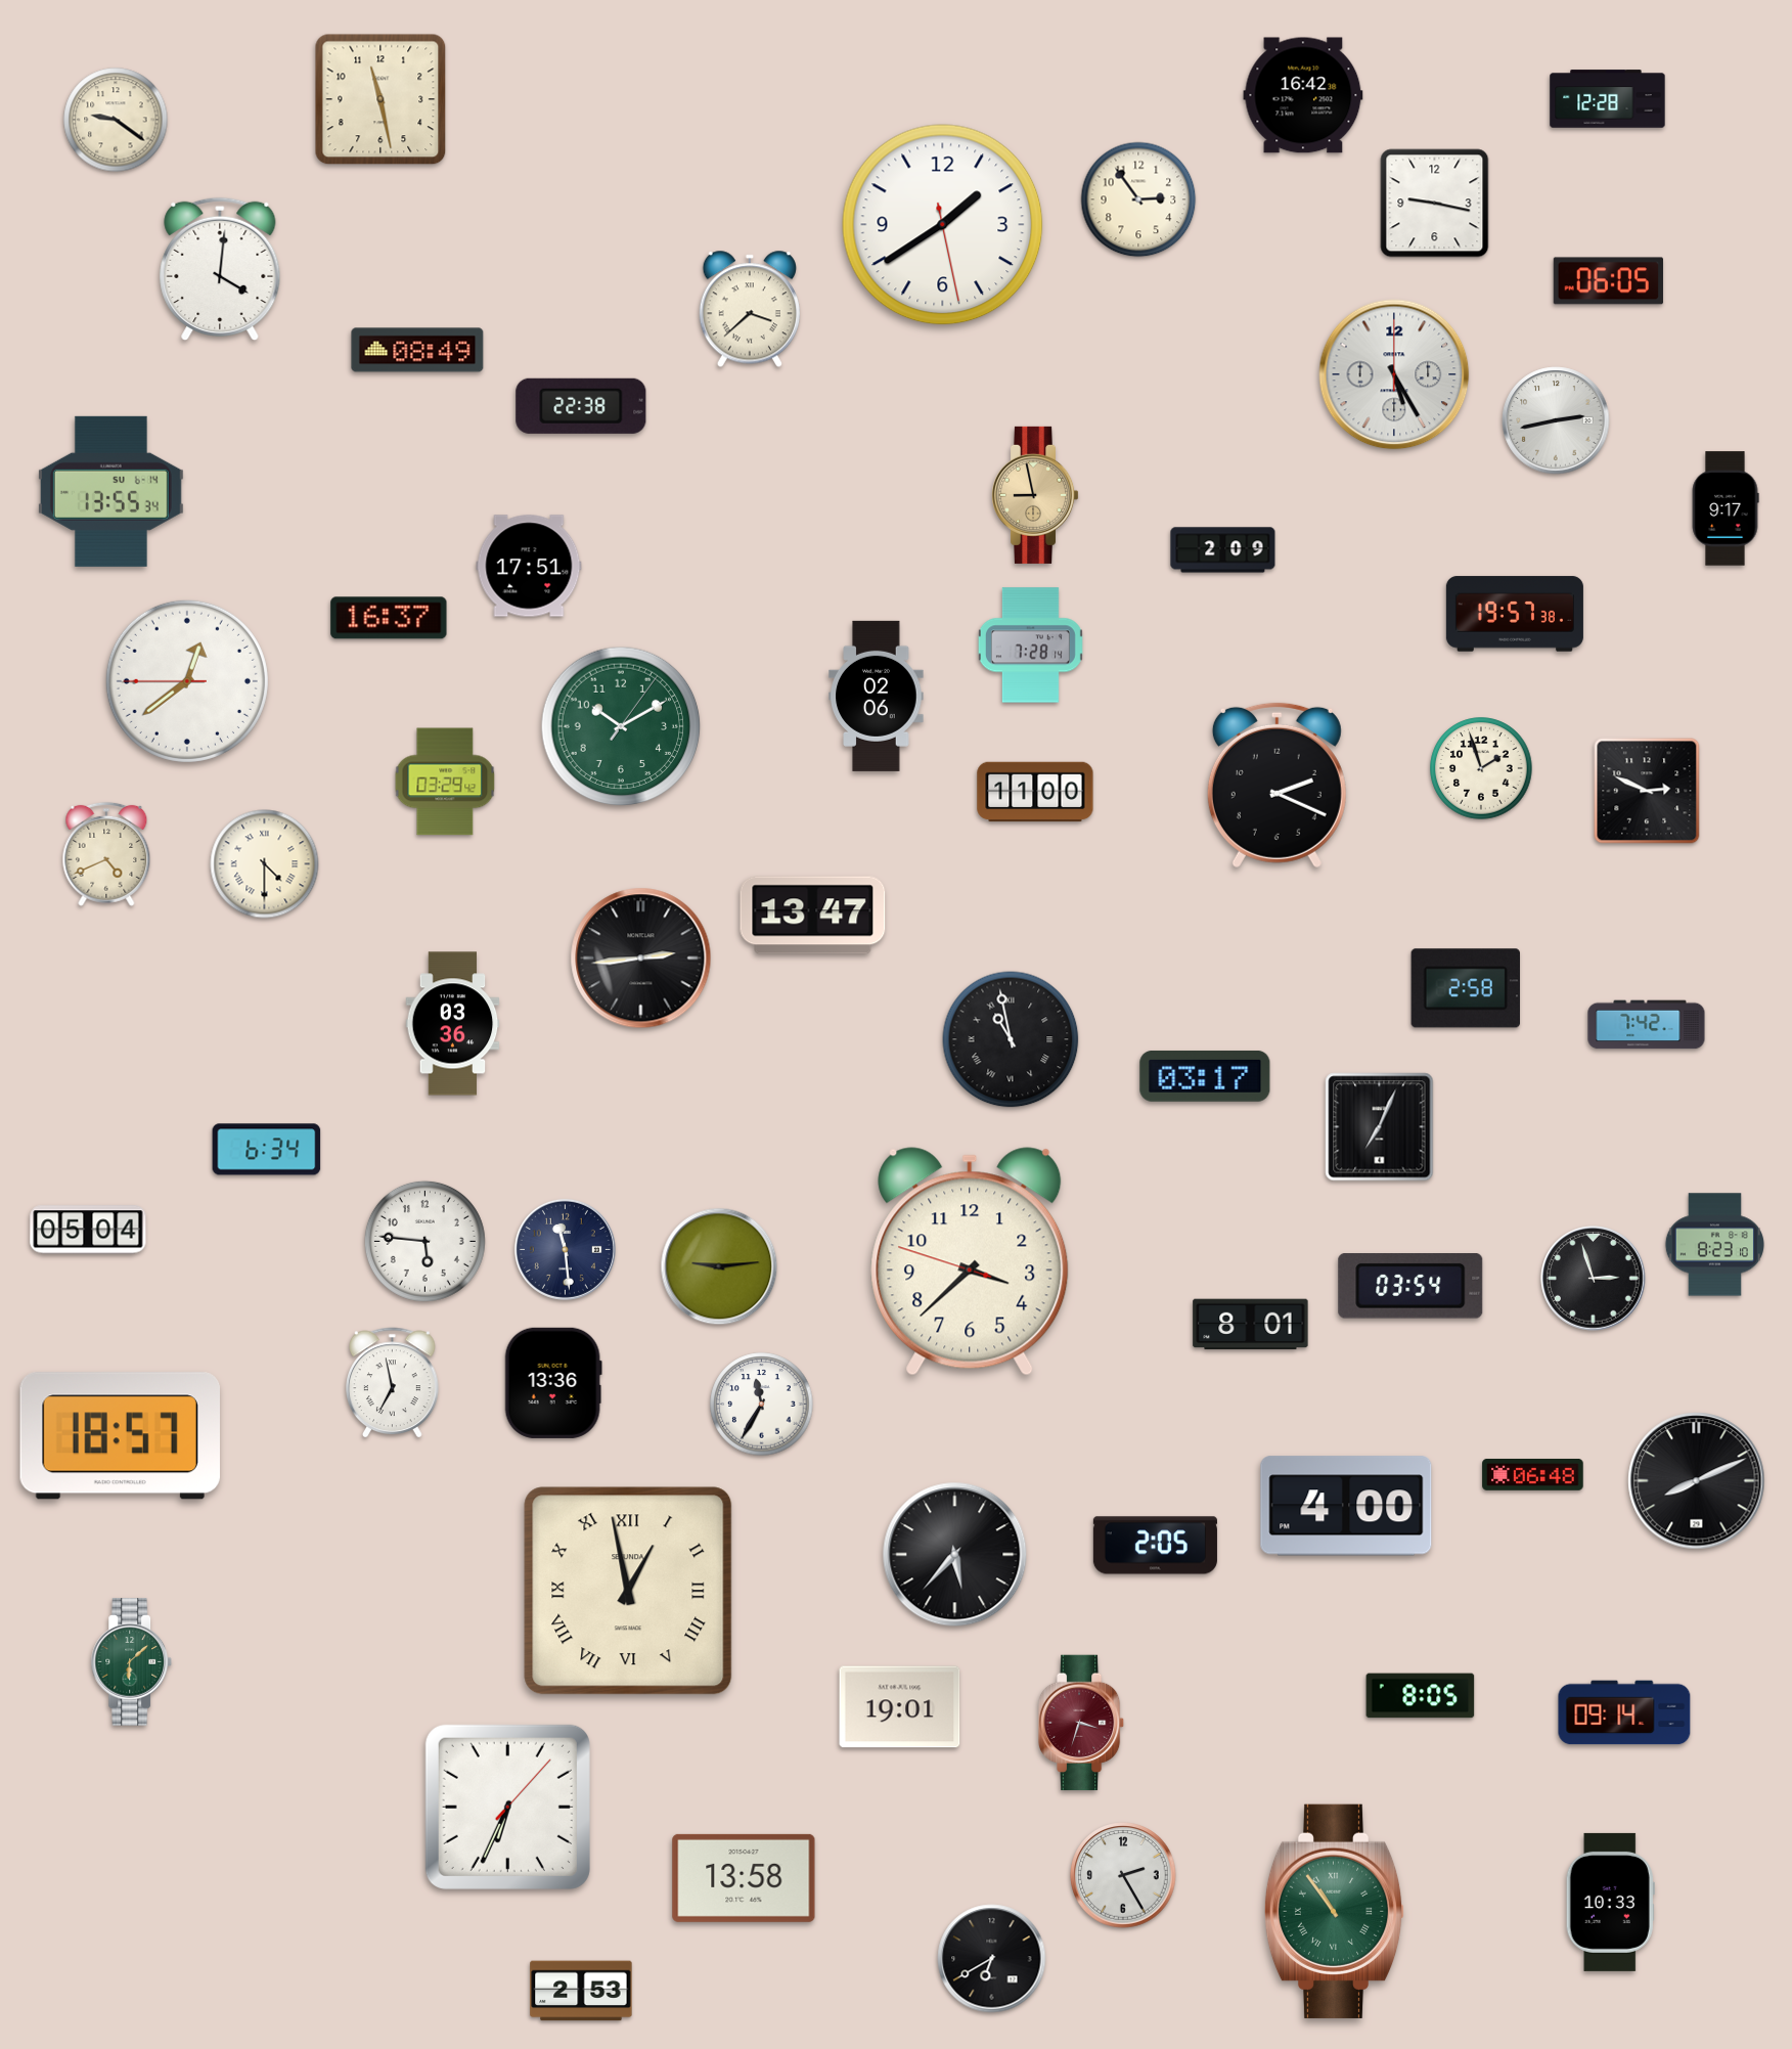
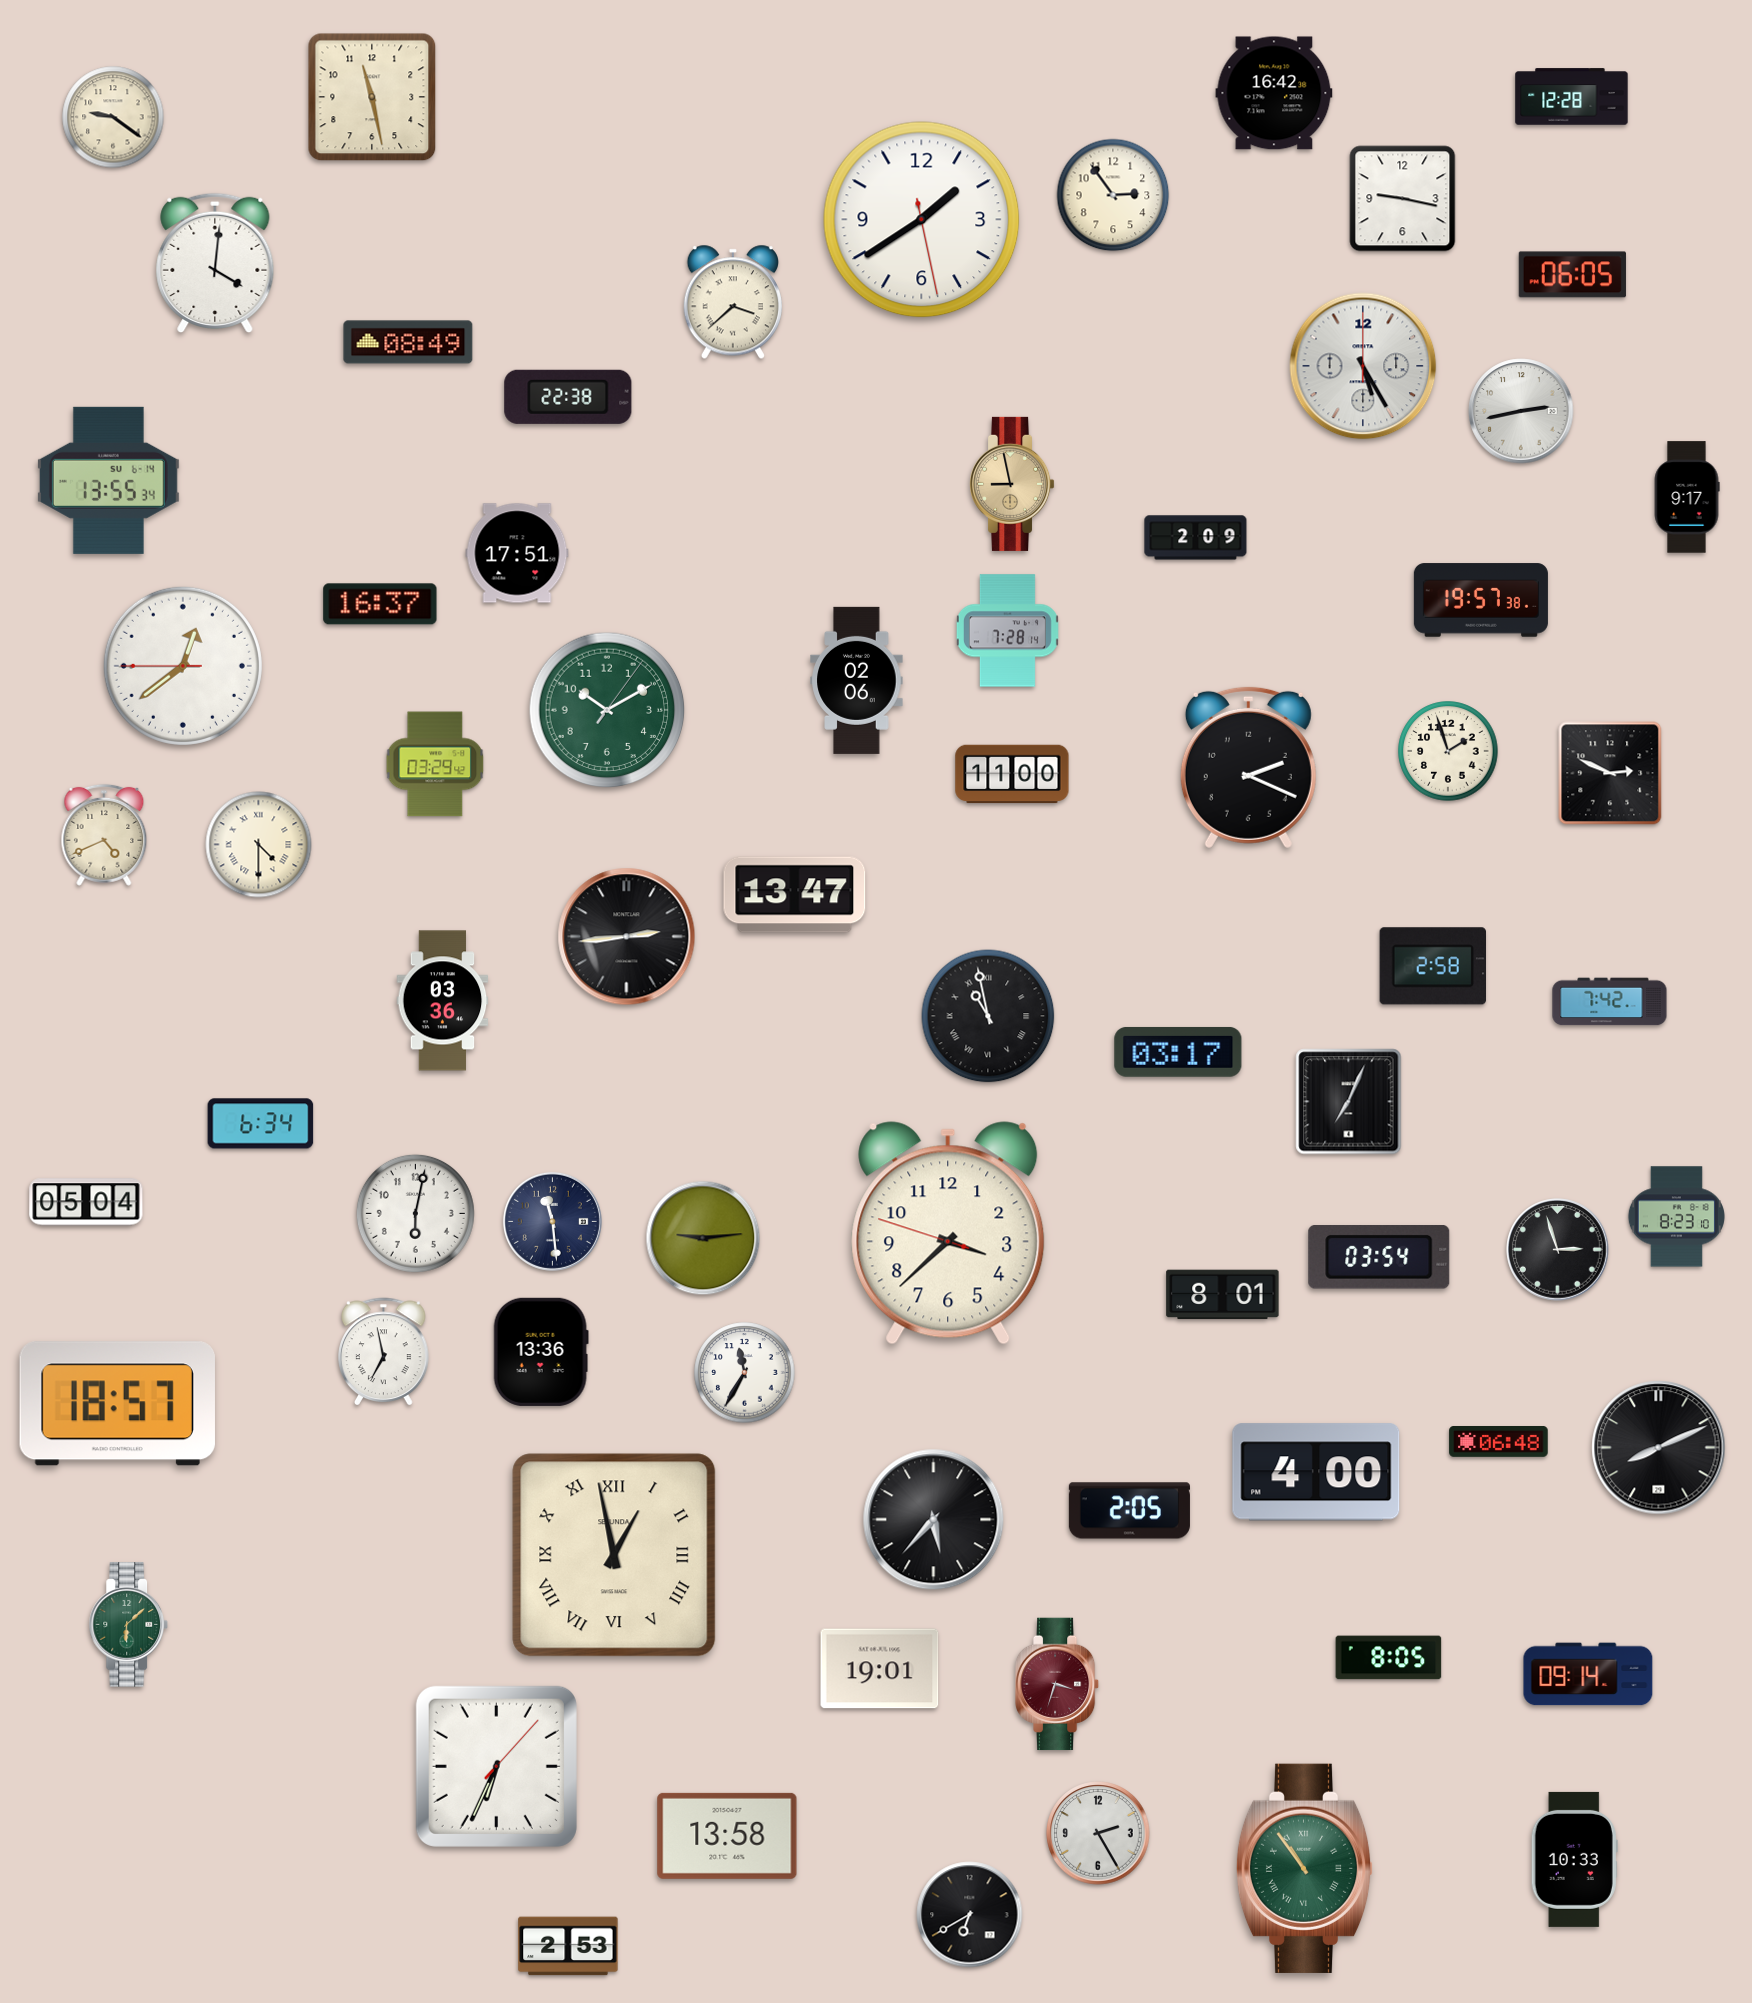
clock at (424, 1241): 5:46 -> 6:02
